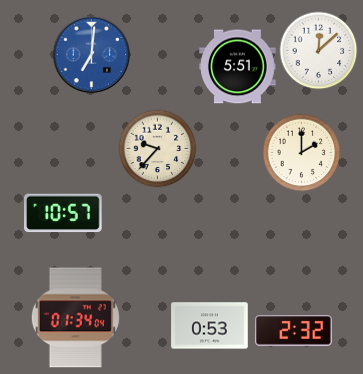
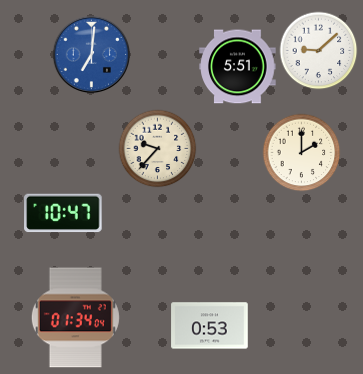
clock at (318, 50): 12:08 -> 9:08
clock at (63, 213): 10:57 -> 10:47
clock at (294, 331): 2:32 -> none
